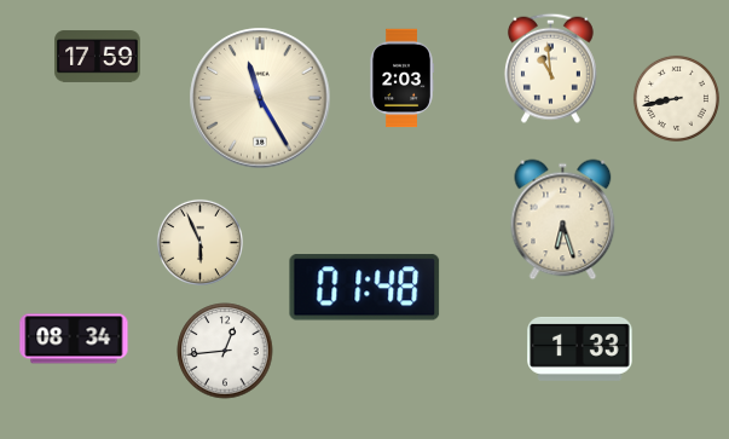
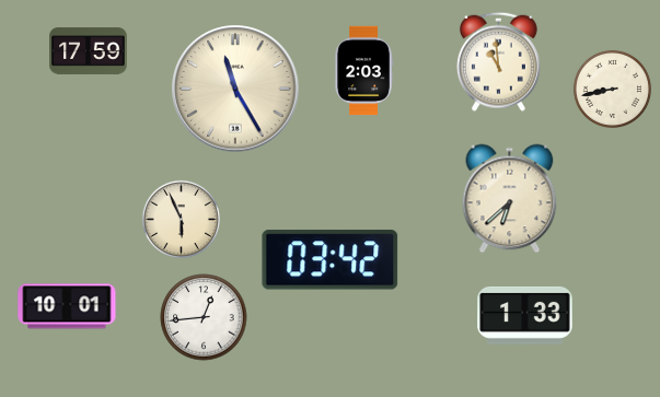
clock at (563, 220): 6:27 -> 6:38
clock at (365, 288): 01:48 -> 03:42
clock at (74, 339): 08:34 -> 10:01
